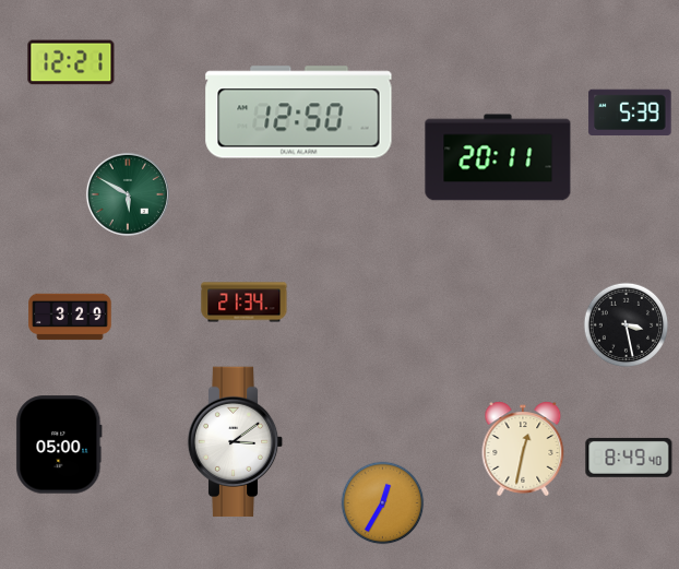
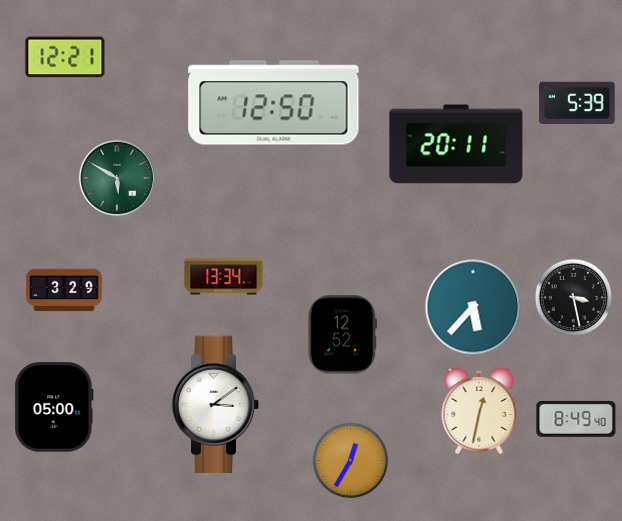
clock at (245, 303): 21:34 -> 13:34
clock at (473, 307): none -> 5:37
clock at (342, 335): none -> 12:52
